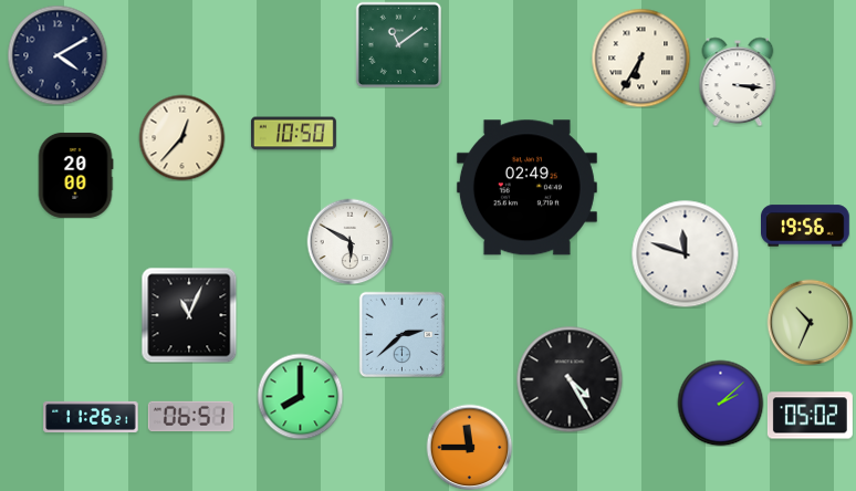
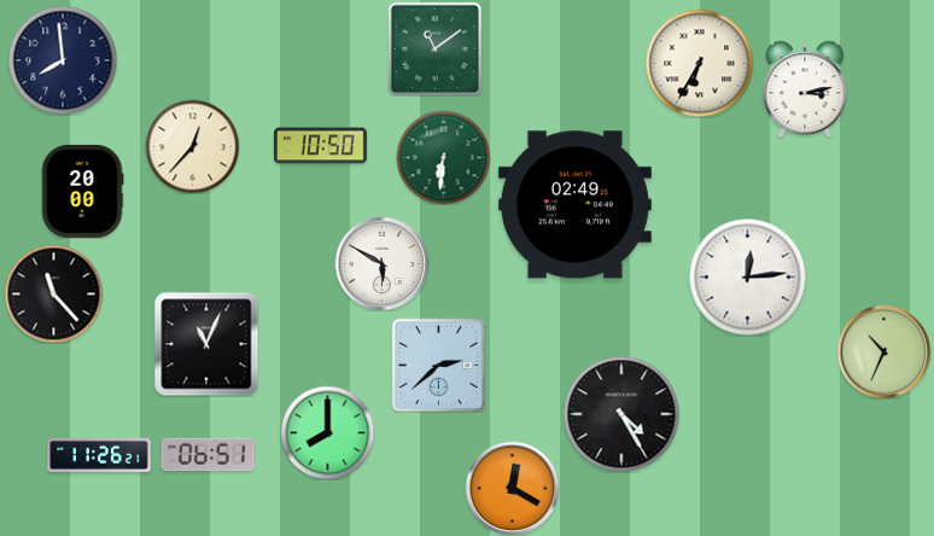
clock at (58, 55): 4:10 -> 7:59
clock at (738, 82): 3:16 -> 3:13
clock at (181, 137) position: (181, 137) -> (192, 146)
clock at (443, 157): none -> 6:31
clock at (806, 226): 19:56 -> none
clock at (685, 253): 11:48 -> 12:14
clock at (53, 293): none -> 11:23
clock at (720, 403): 2:08 -> none
clock at (810, 416): 05:02 -> none
clock at (469, 447): 11:45 -> 12:20
